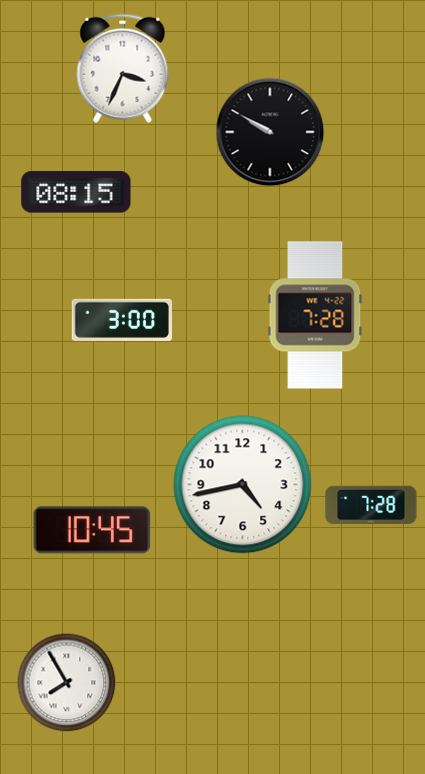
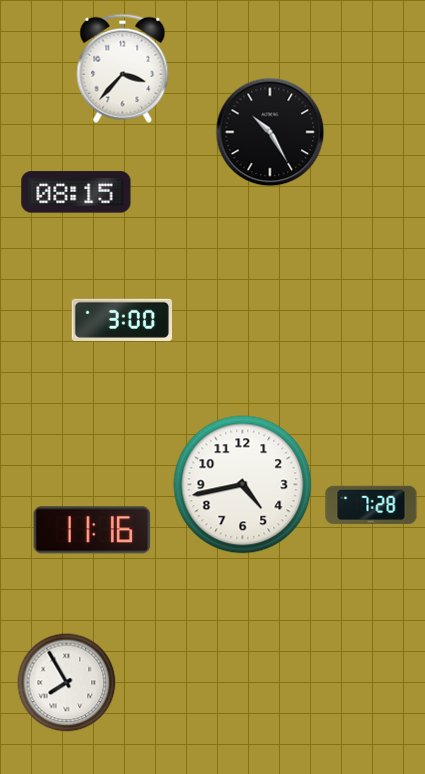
clock at (123, 68): 3:34 -> 3:37
clock at (270, 132): 9:50 -> 10:25
clock at (315, 315): 7:28 -> none
clock at (92, 530): 10:45 -> 11:16
